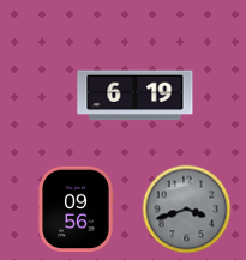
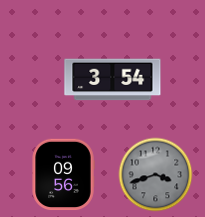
clock at (136, 96): 6:19 -> 3:54
